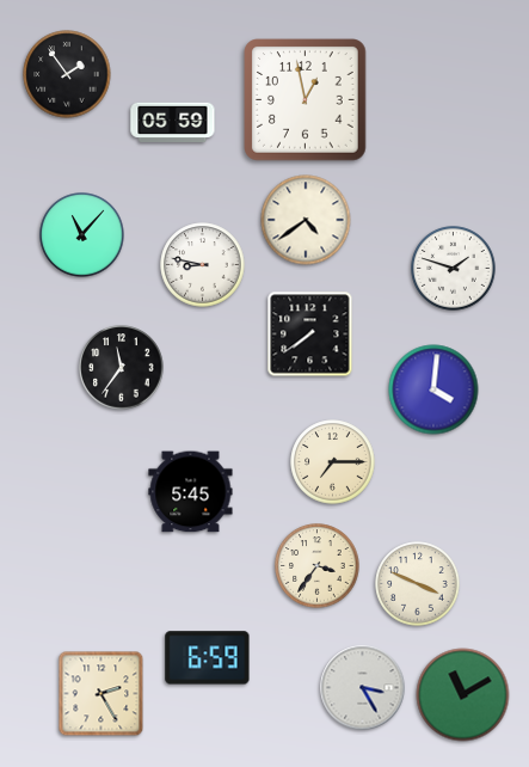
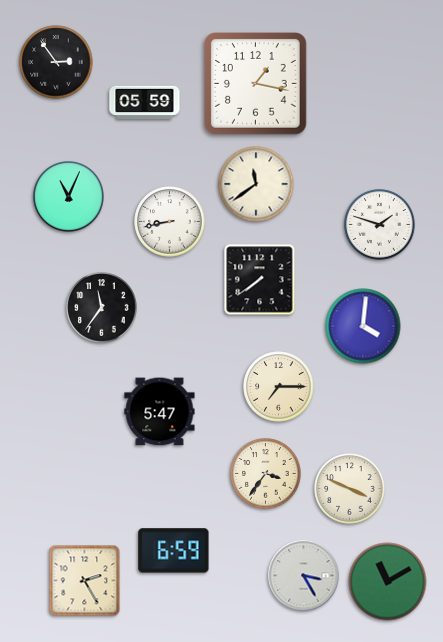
clock at (67, 74): 1:54 -> 2:54
clock at (306, 100): 12:58 -> 1:17
clock at (306, 220): 4:39 -> 11:39
clock at (82, 235): 11:07 -> 11:04
clock at (203, 265): 8:47 -> 8:43
clock at (191, 492): 5:45 -> 5:47
